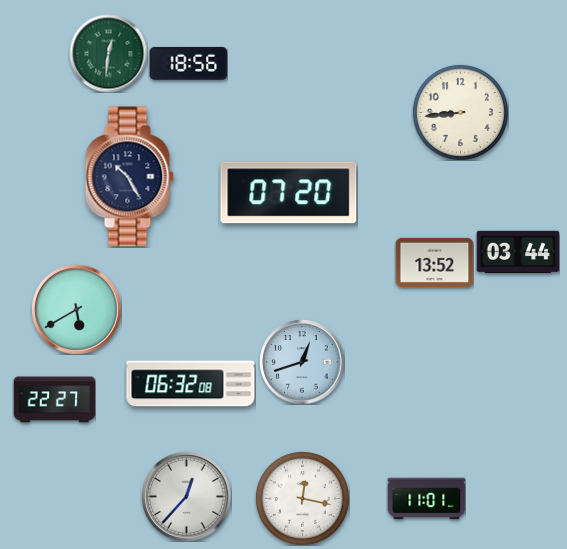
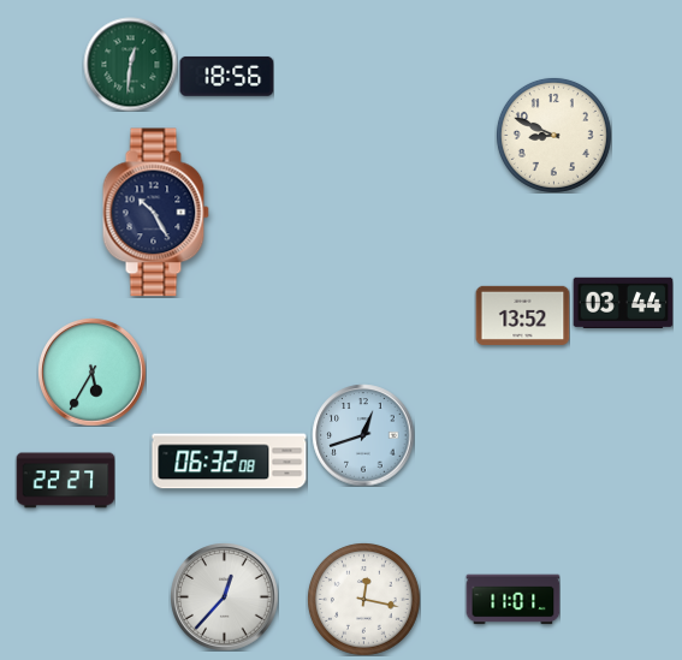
clock at (460, 112): 8:44 -> 8:49
clock at (289, 193): 07:20 -> none
clock at (77, 310): 5:40 -> 5:35
